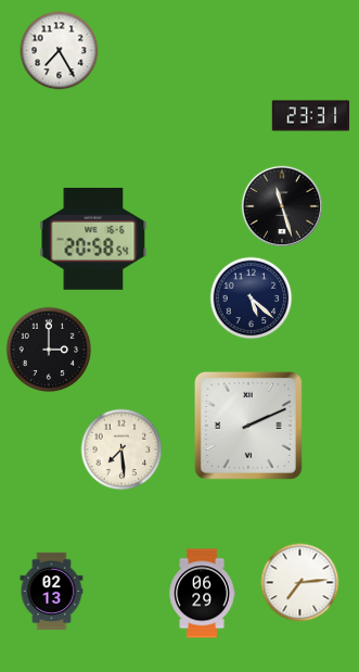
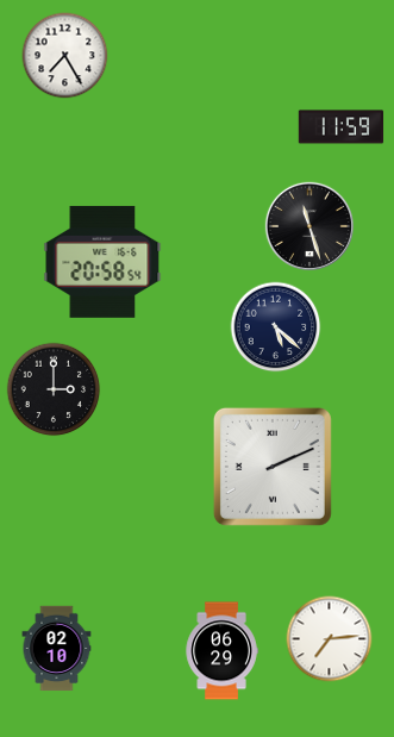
clock at (311, 116): 23:31 -> 11:59
clock at (49, 350) position: (49, 350) -> (54, 389)
clock at (121, 449): 7:29 -> none
clock at (52, 592): 02:13 -> 02:10
